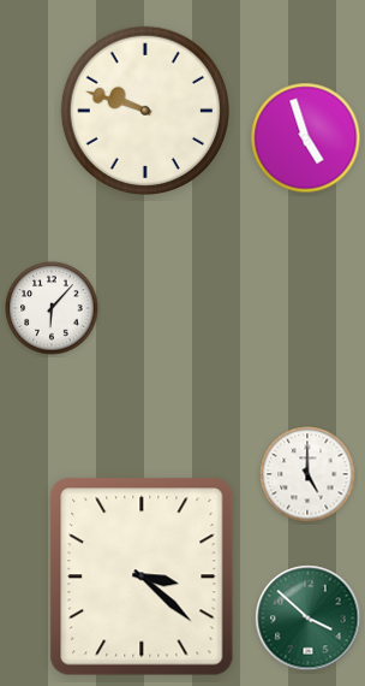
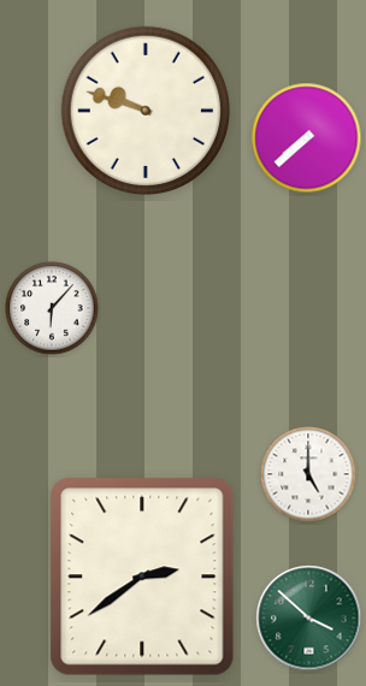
clock at (306, 138): 4:57 -> 7:38
clock at (142, 576): 3:22 -> 2:39
